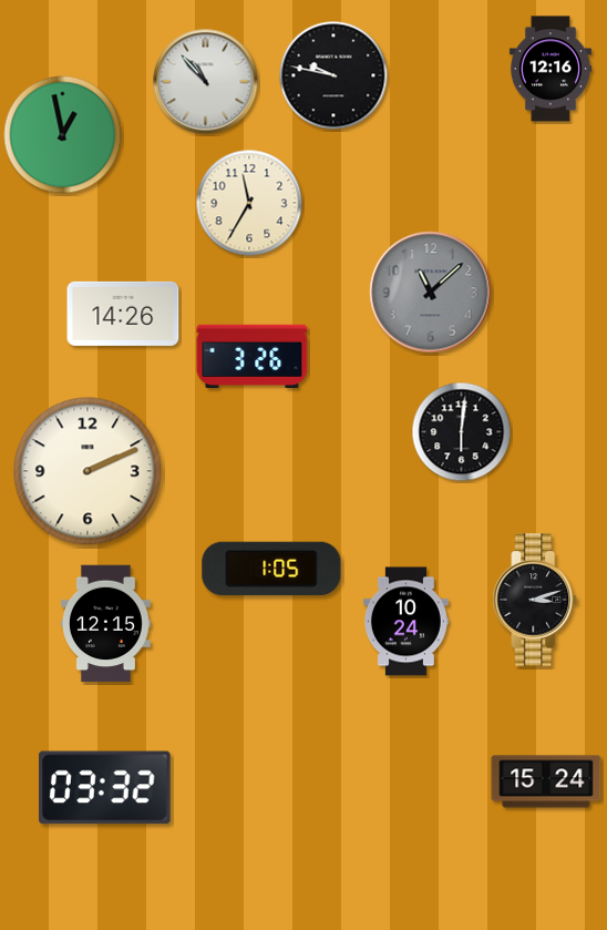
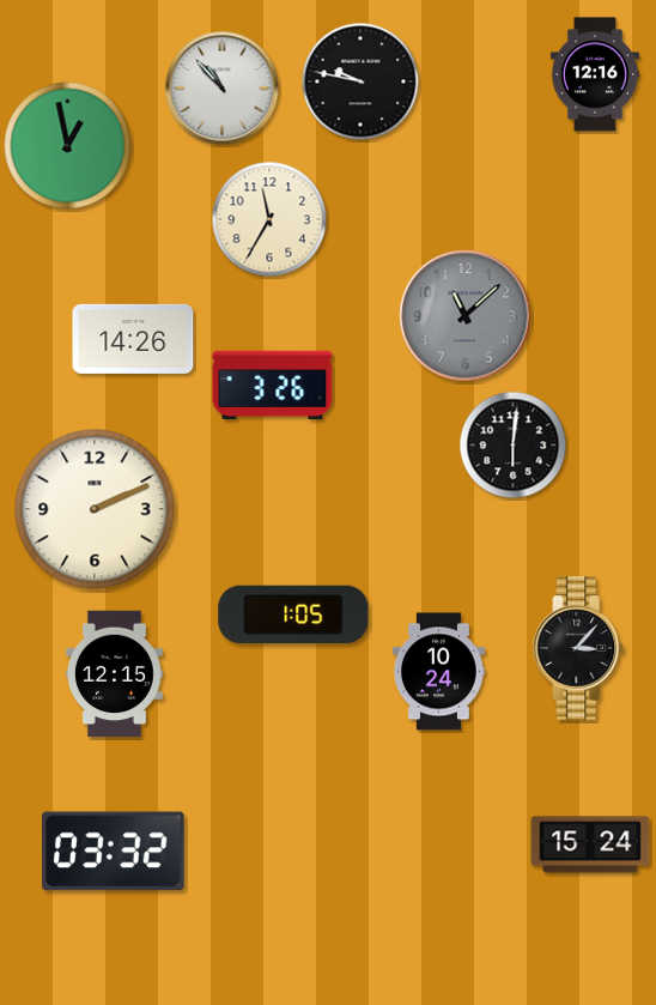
clock at (462, 432) position: (462, 432) -> (514, 446)
clock at (535, 600): 3:12 -> 3:07
